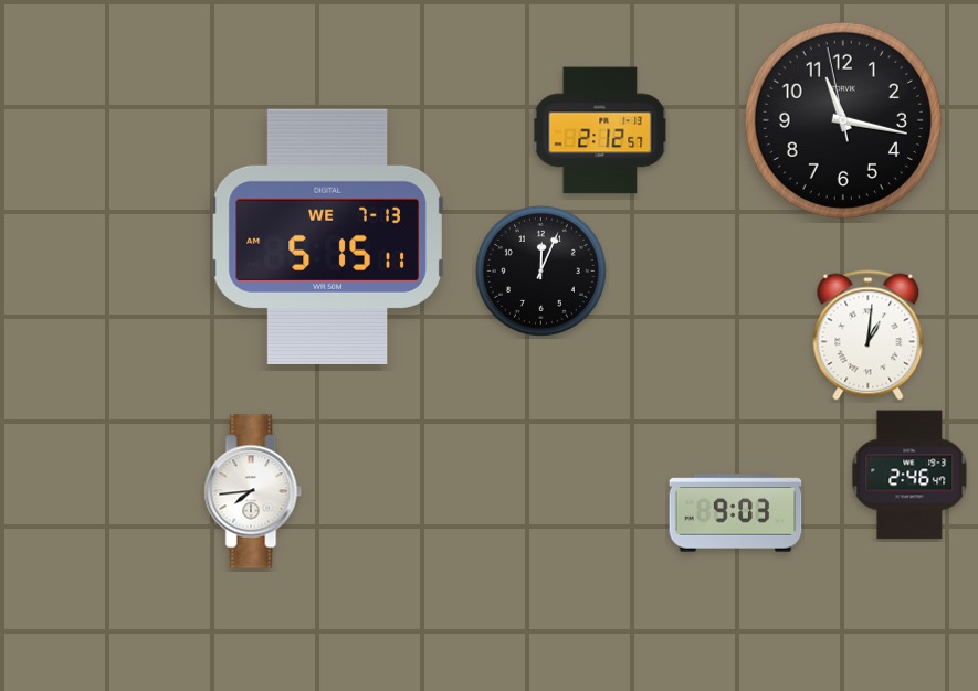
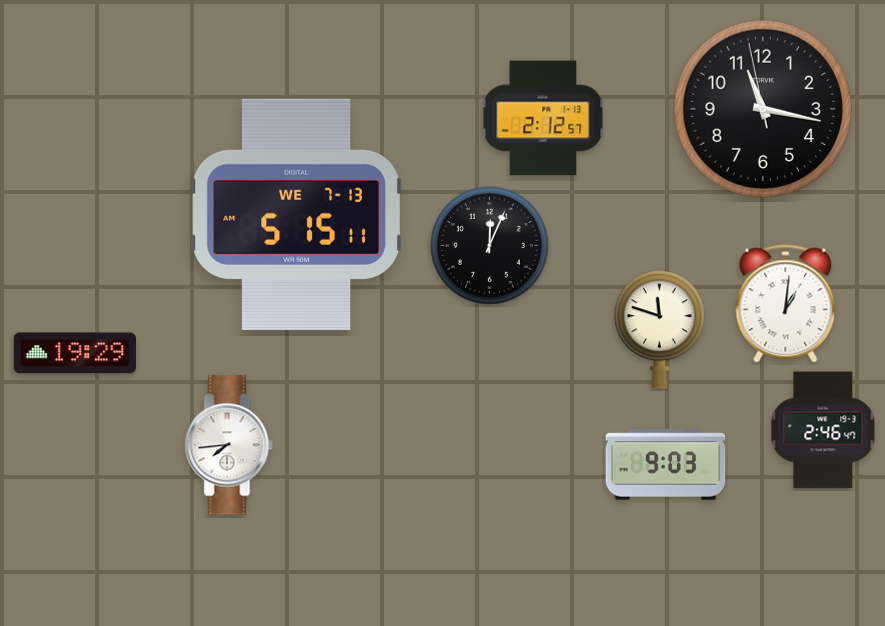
clock at (659, 330): none -> 11:48
clock at (74, 353): none -> 19:29
